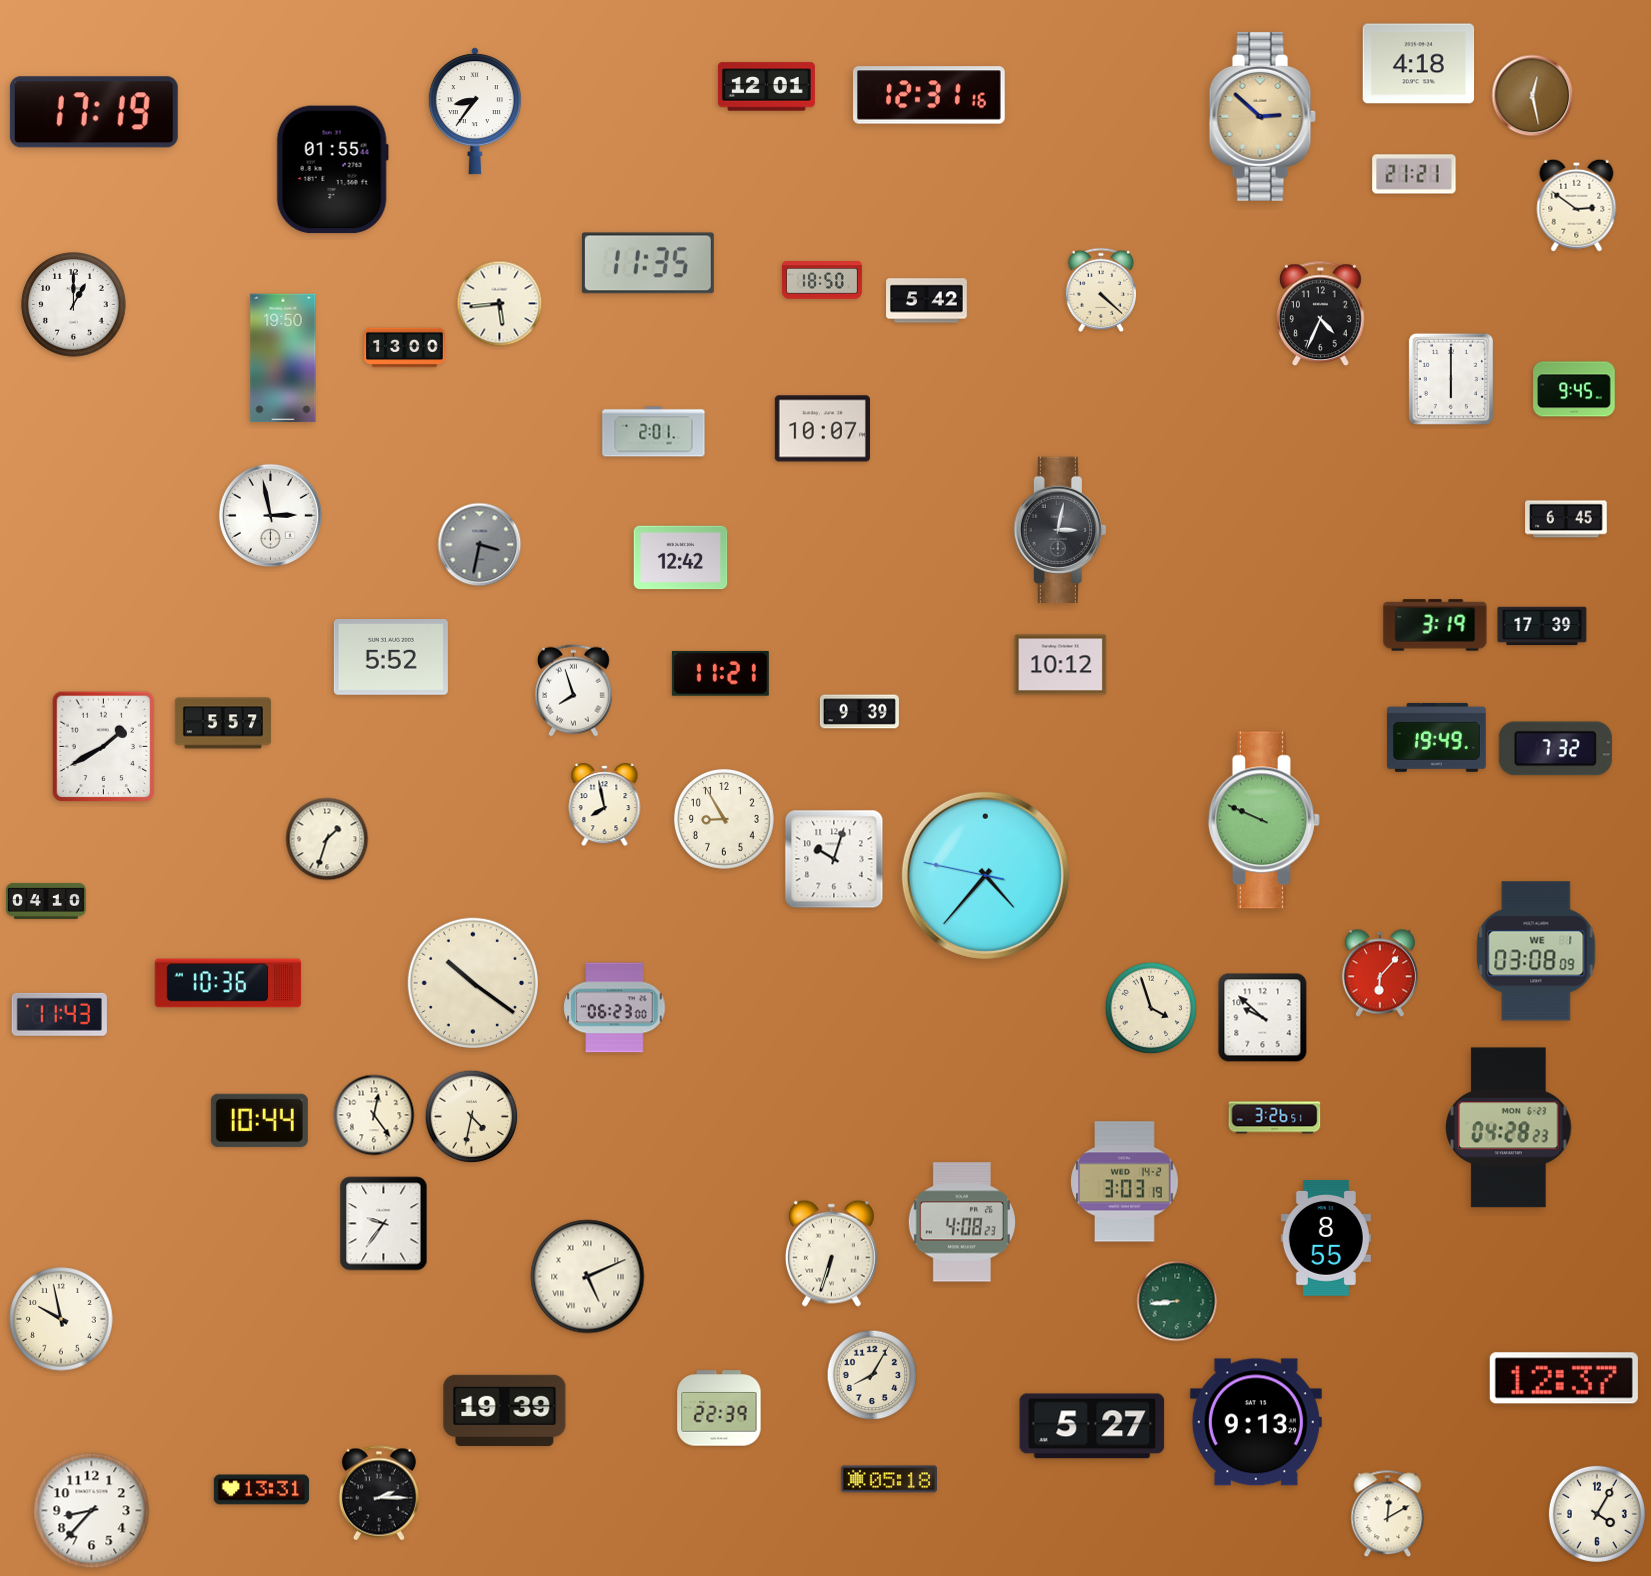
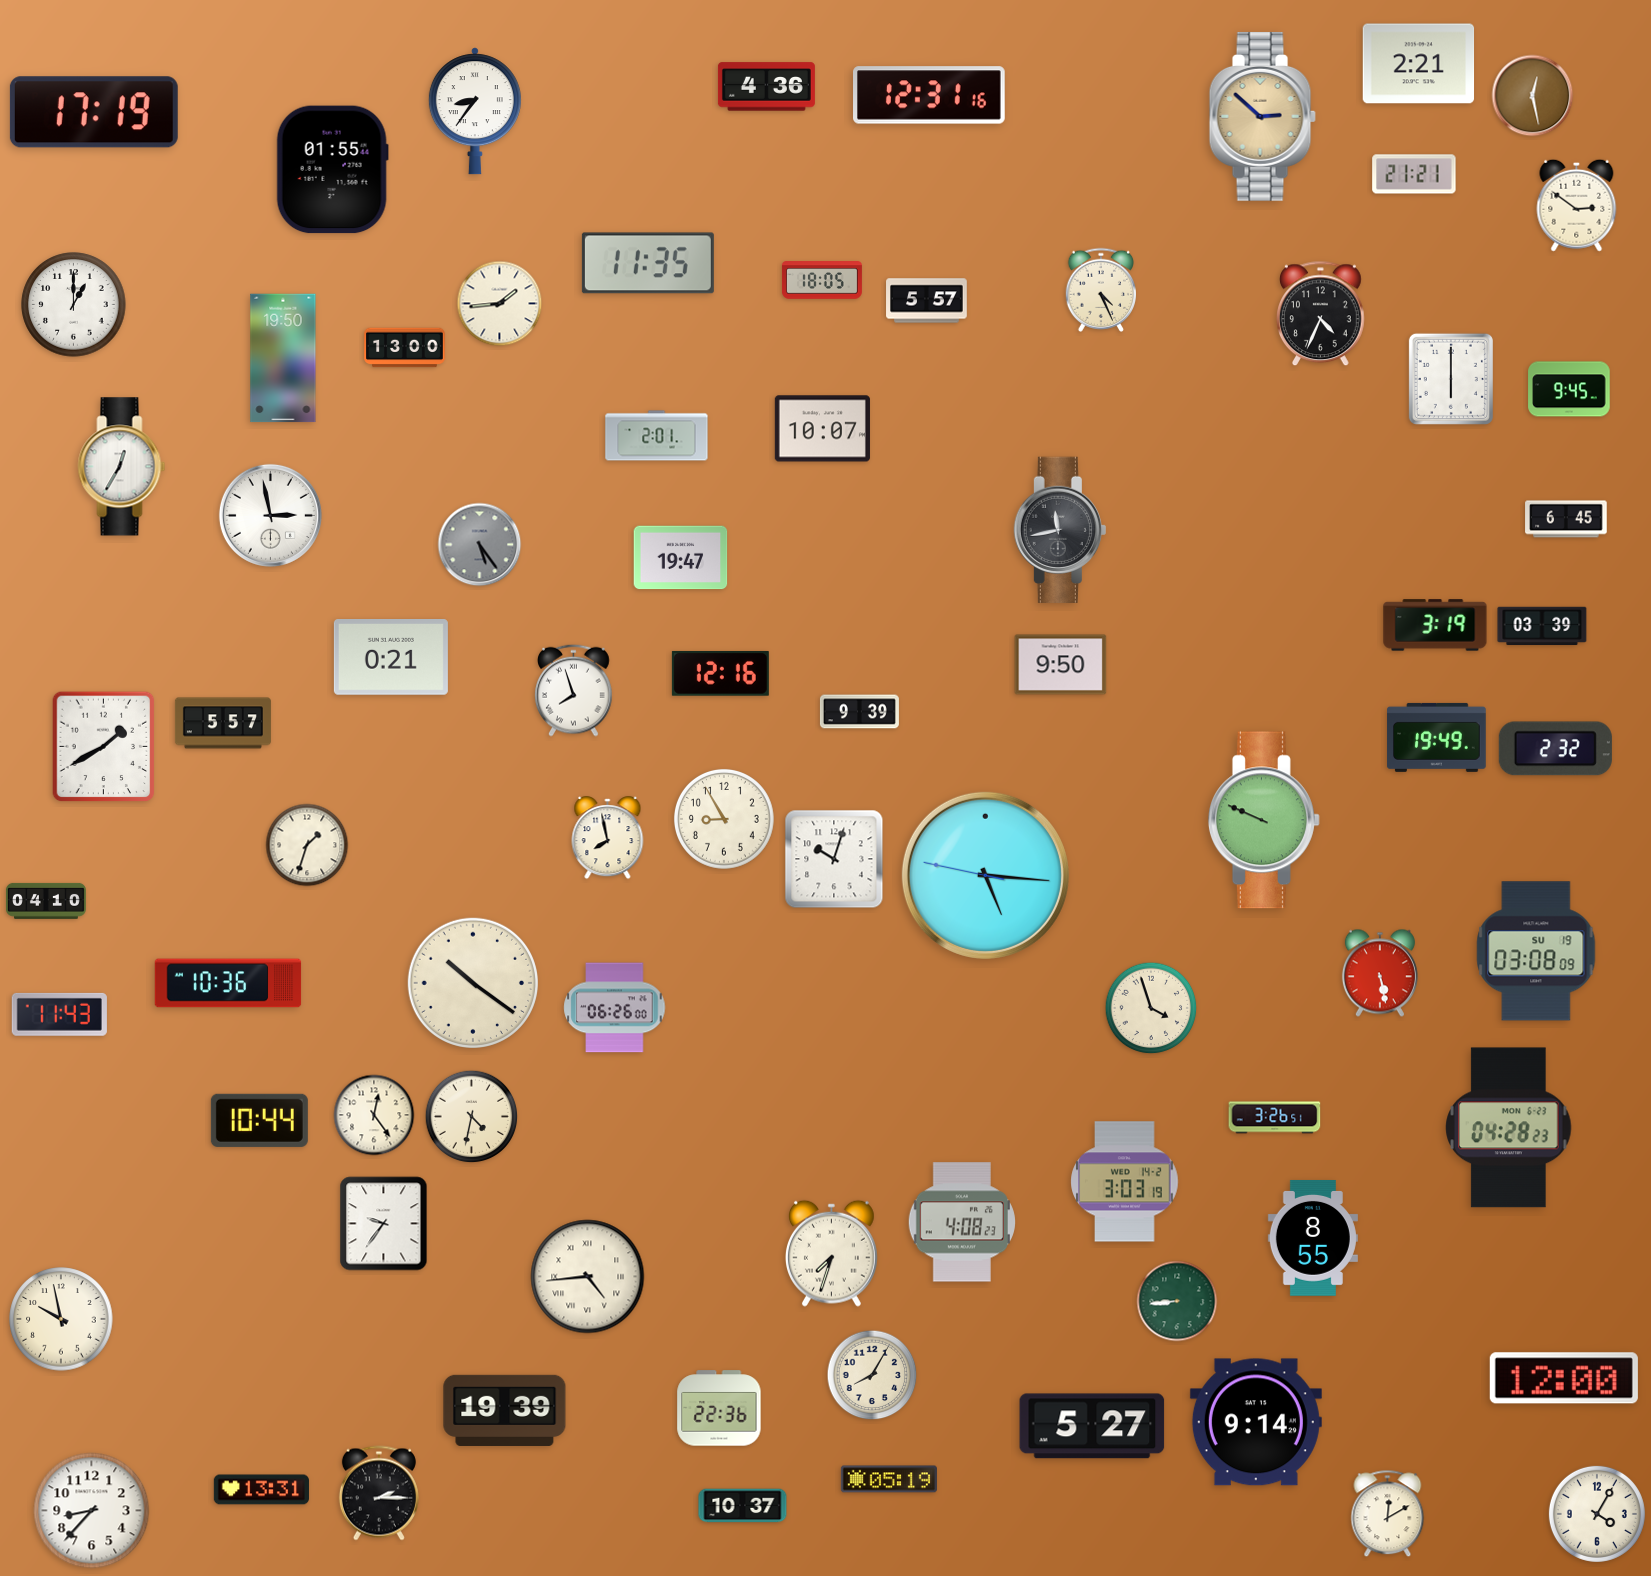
clock at (1419, 64): 4:18 -> 2:21
clock at (766, 87): 12:01 -> 4:36
clock at (822, 280): 18:50 -> 18:05
clock at (1100, 290): 4:22 -> 4:26
clock at (927, 301): 5:42 -> 5:57
clock at (500, 304): 5:44 -> 1:44
clock at (1574, 389) position: (1574, 389) -> (1569, 389)
clock at (654, 432) position: (654, 432) -> (657, 436)
clock at (122, 467): none -> 12:35
clock at (1060, 530): 3:02 -> 11:43
clock at (480, 545): 3:32 -> 5:24
clock at (681, 558): 12:42 -> 19:47
clock at (1542, 626): 17:39 -> 03:39
clock at (391, 658): 5:52 -> 0:21
clock at (1061, 665): 10:12 -> 9:50
clock at (720, 674): 11:21 -> 12:16
clock at (1555, 749): 7:32 -> 2:32
clock at (605, 805) position: (605, 805) -> (608, 838)
clock at (327, 839) position: (327, 839) -> (307, 845)
clock at (985, 875): 4:36 -> 5:15
clock at (1536, 951) date: WE 1 -> SU 19
clock at (1380, 973): 6:07 -> 5:28
clock at (615, 1008): 06:23 -> 06:26
clock at (1263, 1018): 9:52 -> none
clock at (1326, 1238) position: (1326, 1238) -> (1313, 1238)
clock at (831, 1253): 6:33 -> 7:33
clock at (588, 1277): 5:11 -> 4:44
clock at (1564, 1378): 12:37 -> 12:00
clock at (719, 1408): 22:39 -> 22:36
clock at (1256, 1422): 9:13 -> 9:14
clock at (889, 1479): 05:18 -> 05:19
clock at (743, 1506): none -> 10:37
